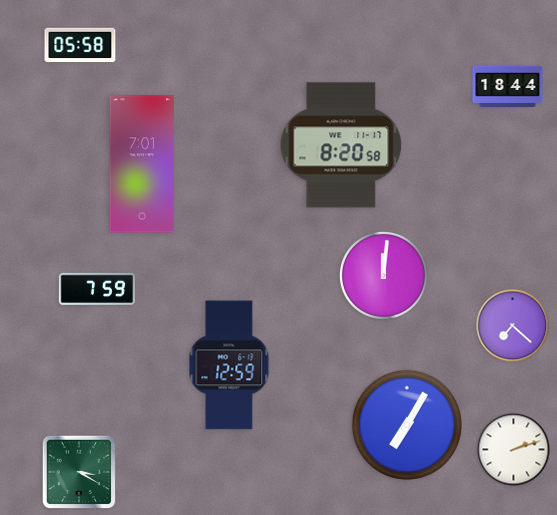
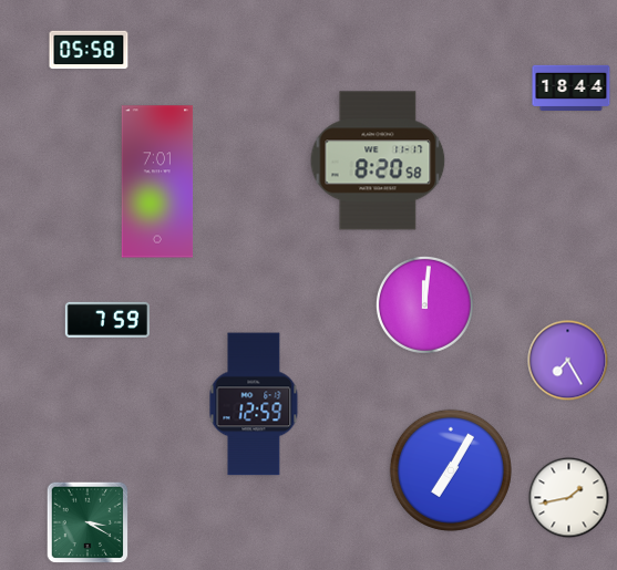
clock at (508, 86) position: (508, 86) -> (572, 87)
clock at (513, 326): 7:22 -> 7:25
clock at (514, 450): 2:12 -> 1:43
